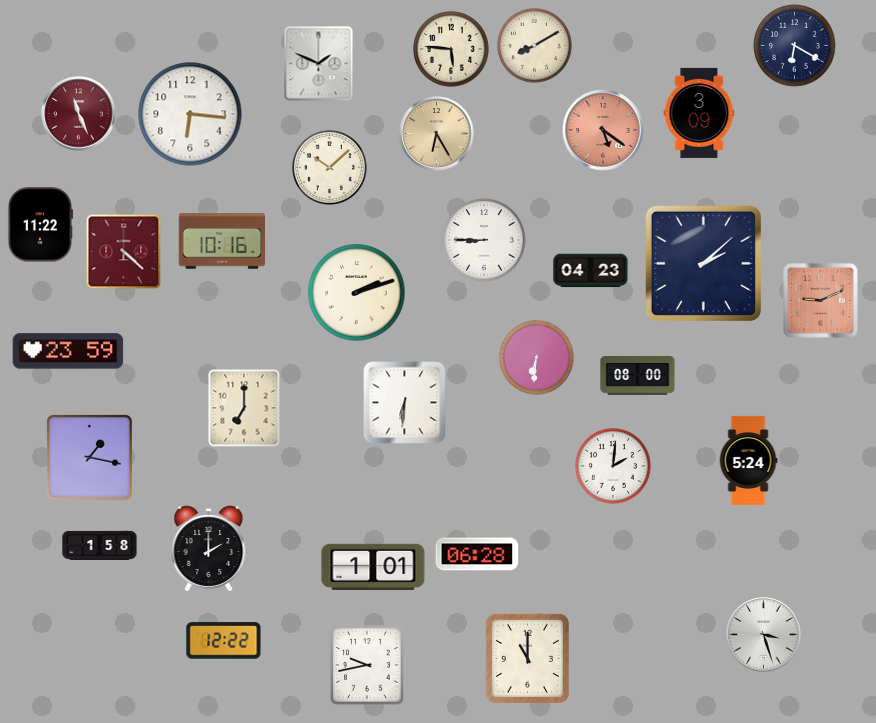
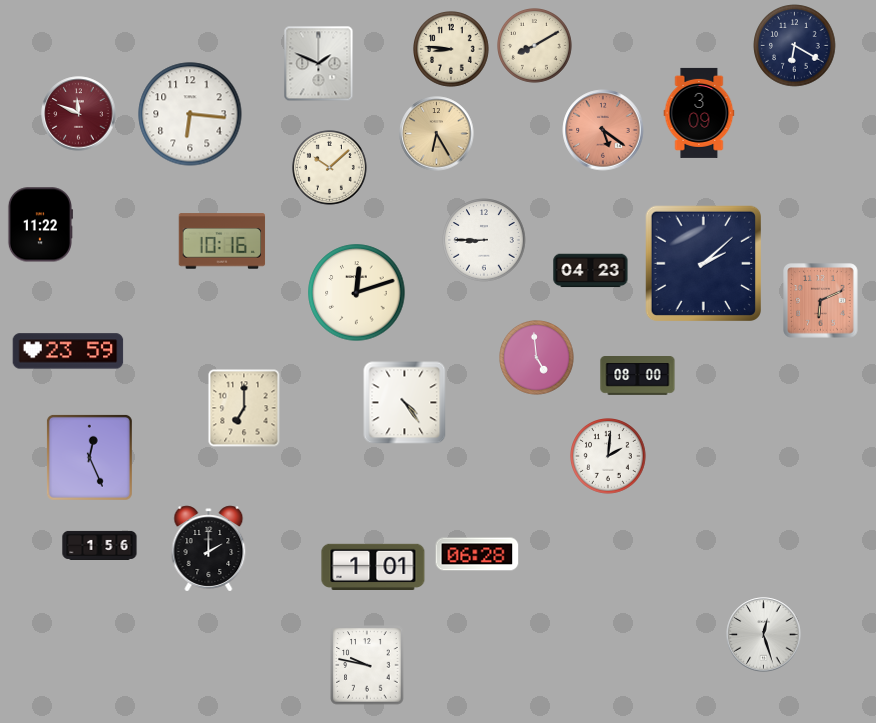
clock at (452, 50): 5:46 -> 8:46
clock at (79, 114): 11:26 -> 11:49
clock at (124, 252): 4:22 -> none
clock at (357, 293): 2:12 -> 12:12
clock at (821, 301): 9:11 -> 6:11
clock at (537, 358): 6:31 -> 4:59
clock at (405, 403): 6:31 -> 4:24
clock at (89, 457): 1:17 -> 12:26
clock at (748, 460): 5:24 -> none
clock at (614, 467) position: (614, 467) -> (609, 457)
clock at (100, 545): 1:58 -> 1:56
clock at (764, 635): 3:27 -> 12:27
clock at (224, 641): 12:22 -> none
clock at (527, 658): 11:00 -> none
clock at (367, 665): 9:43 -> 9:47
